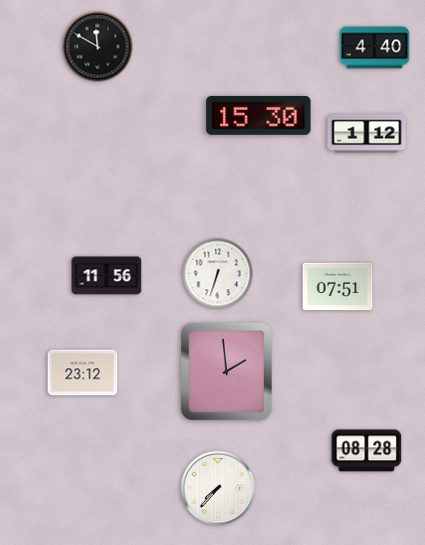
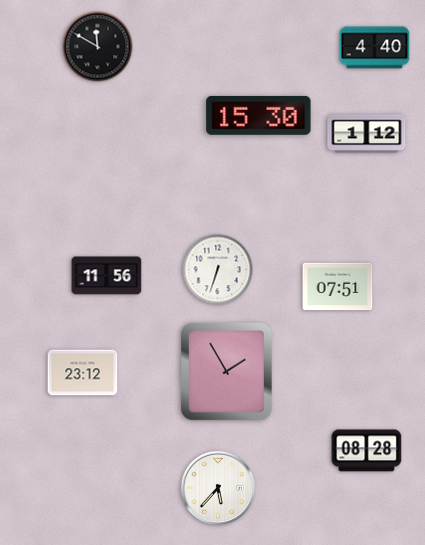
clock at (218, 274) position: (218, 274) -> (218, 270)
clock at (226, 371): 1:59 -> 1:55
clock at (218, 488): 7:37 -> 5:37
